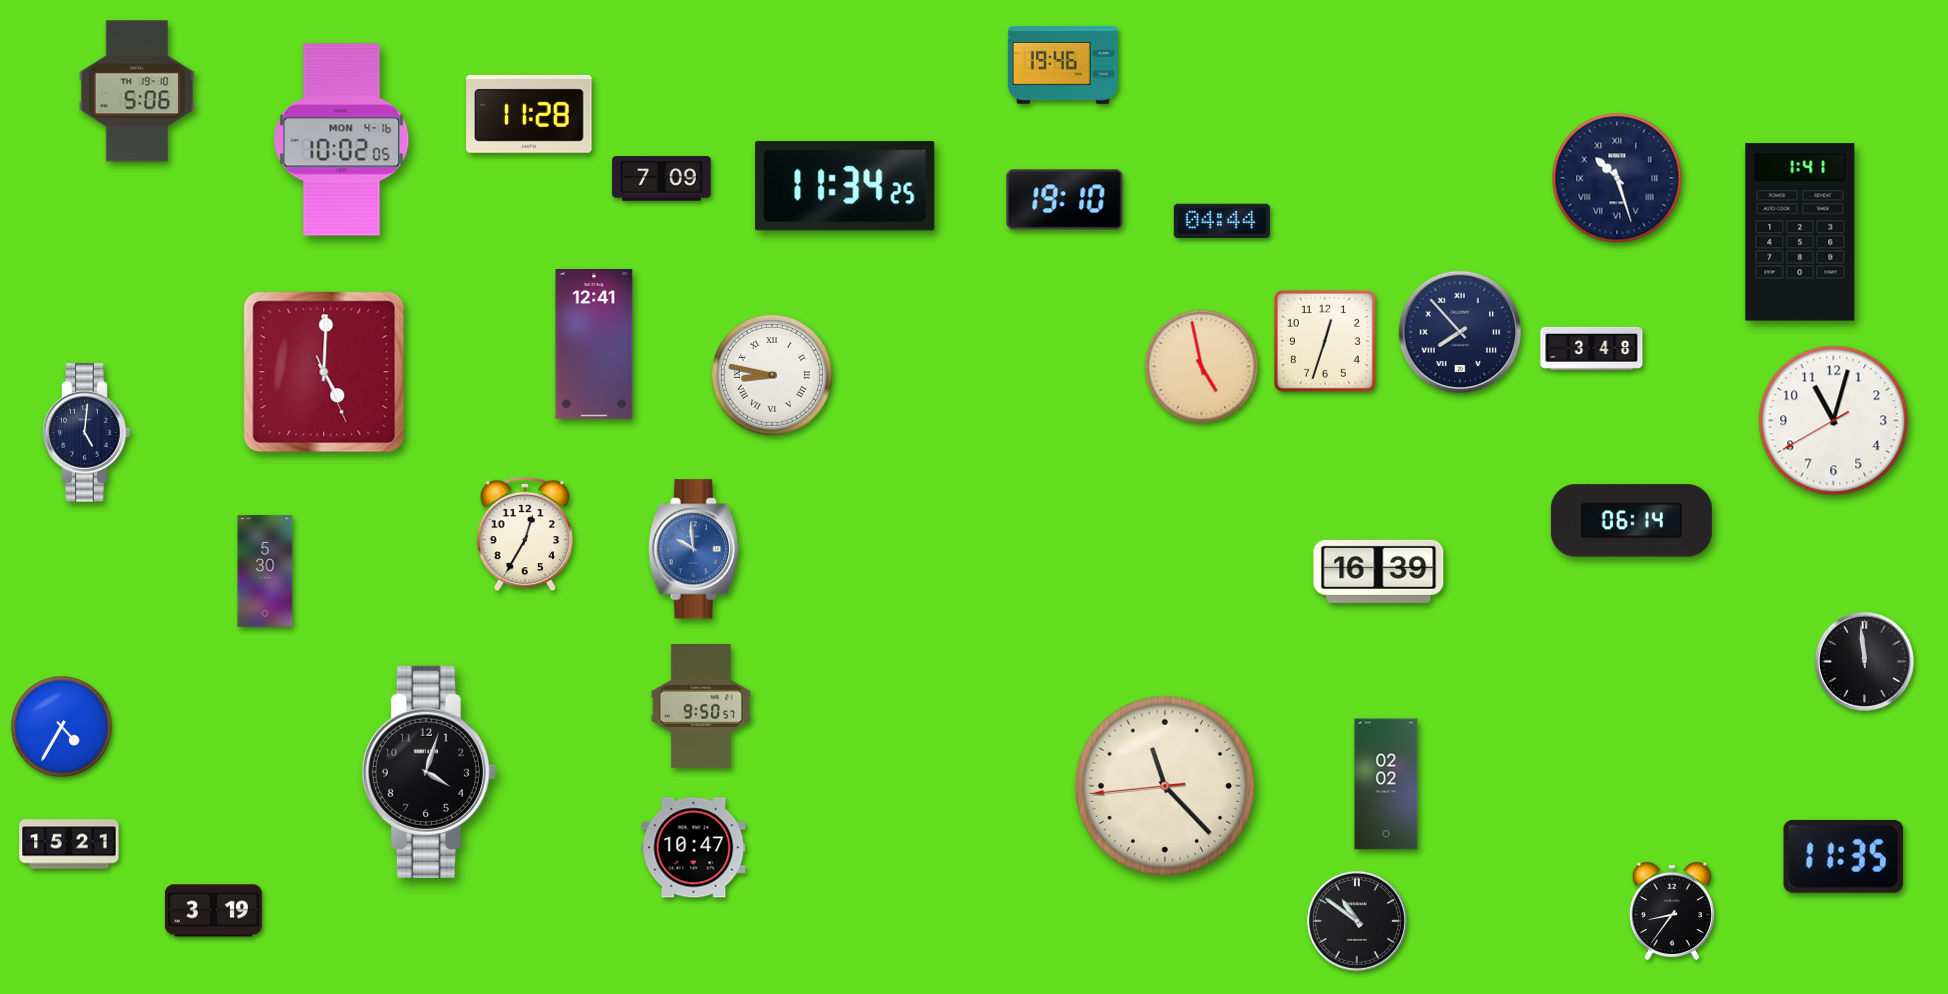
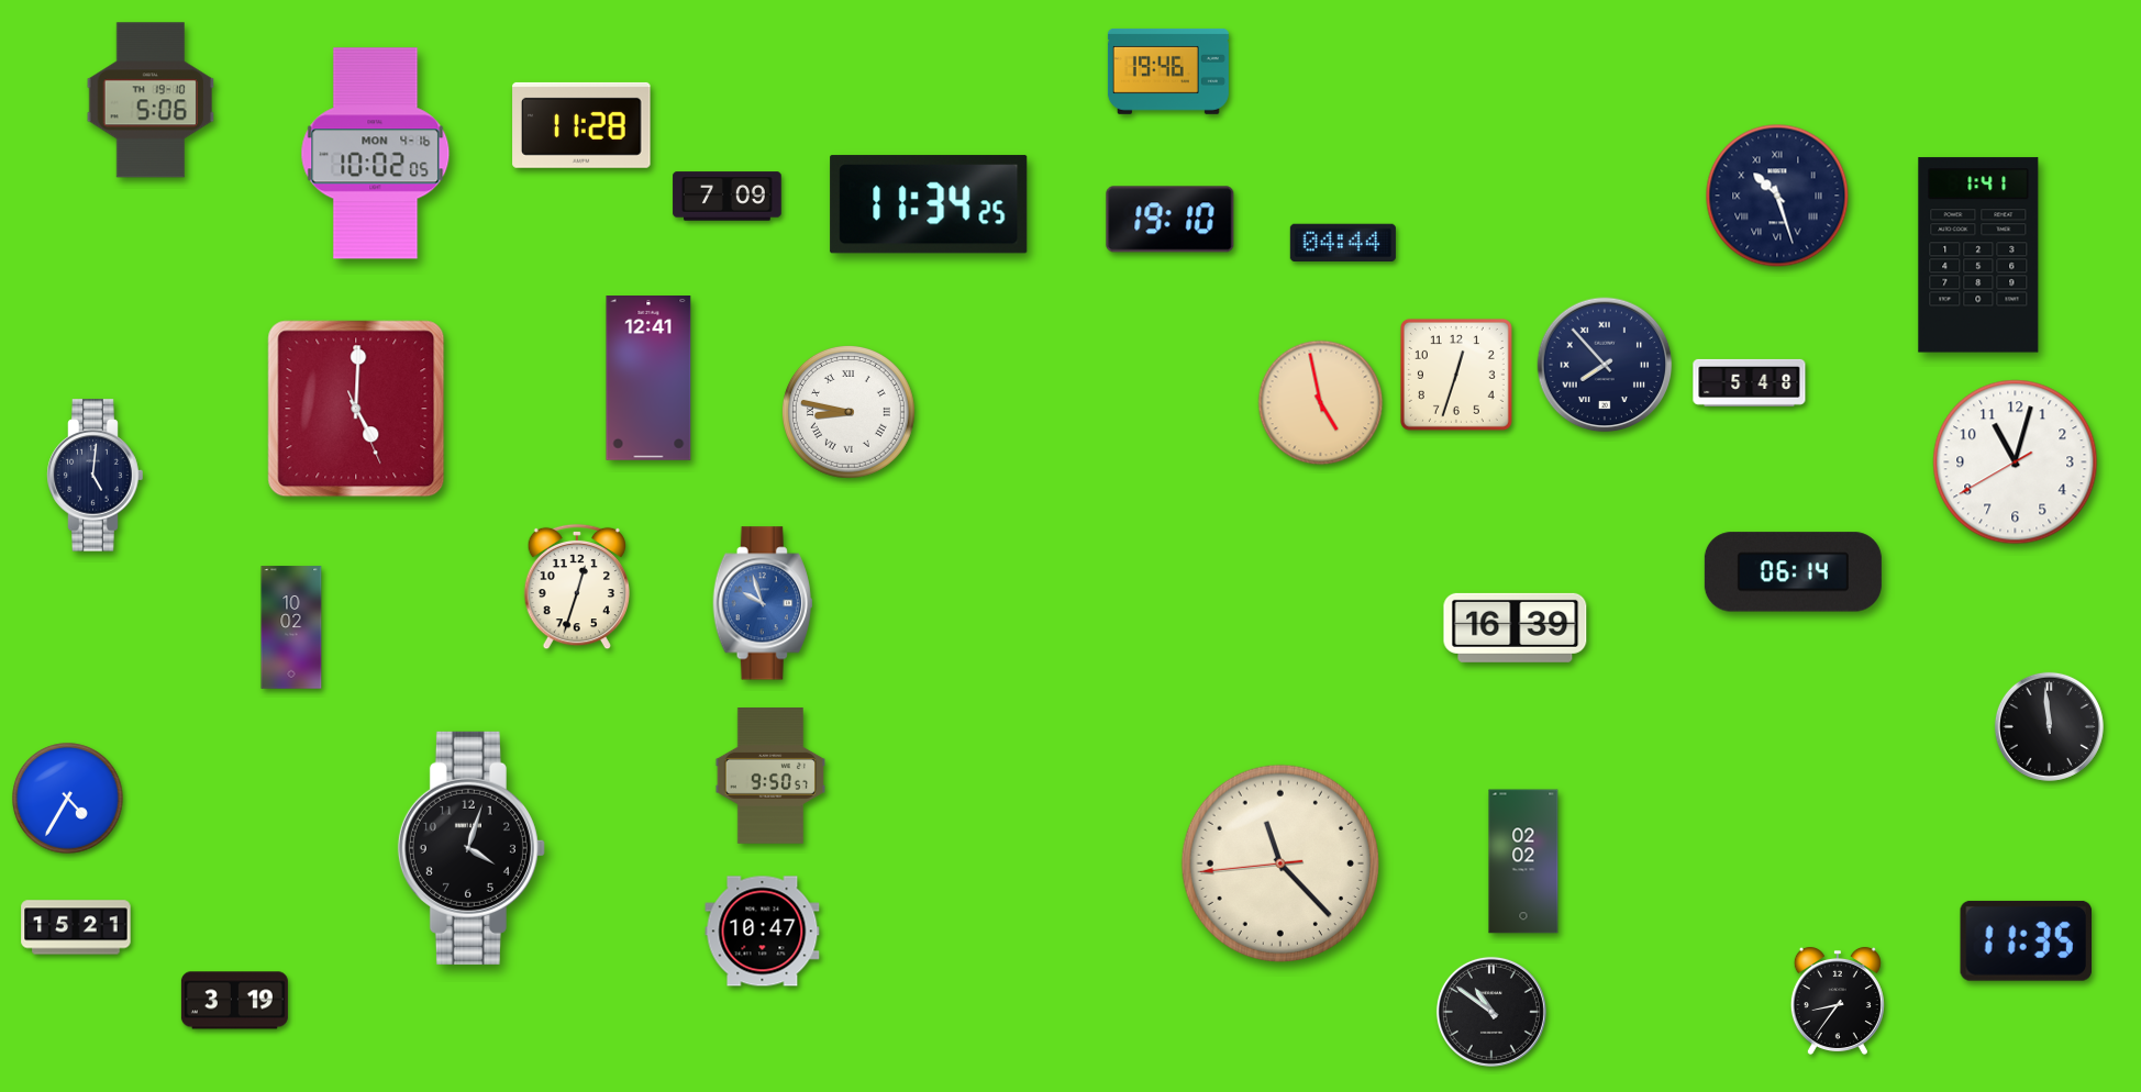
clock at (594, 345) position: (594, 345) -> (648, 379)
clock at (1592, 348): 3:48 -> 5:48
clock at (524, 534): 12:35 -> 12:33
clock at (694, 549): 9:59 -> 9:57
clock at (265, 571): 5:30 -> 10:02
